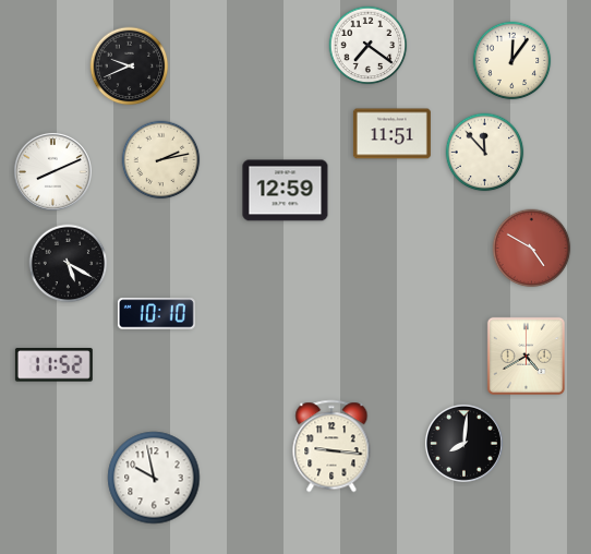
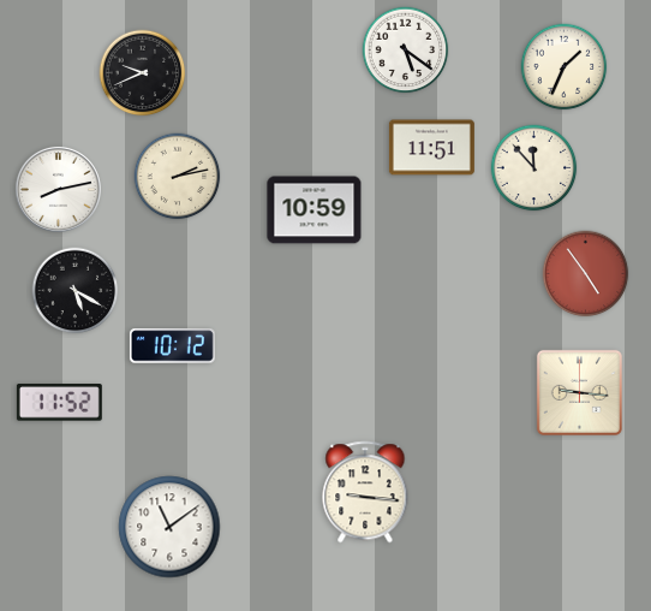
clock at (369, 46): 7:21 -> 5:21
clock at (512, 61): 12:06 -> 1:34
clock at (52, 171): 8:11 -> 8:13
clock at (286, 191): 12:59 -> 10:59
clock at (532, 249): 4:50 -> 4:54
clock at (156, 314): 10:10 -> 10:12
clock at (526, 356): 4:40 -> 9:16
clock at (463, 443): 8:01 -> none
clock at (154, 478): 9:58 -> 11:09
